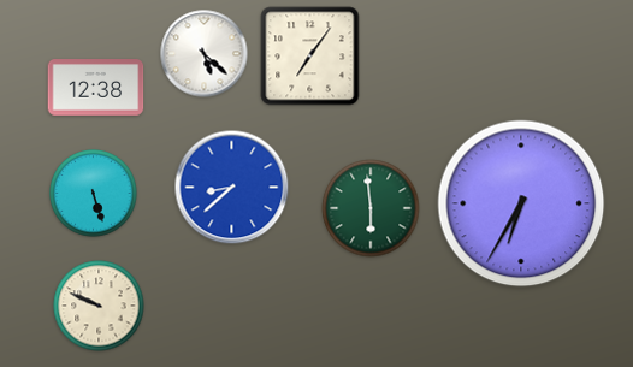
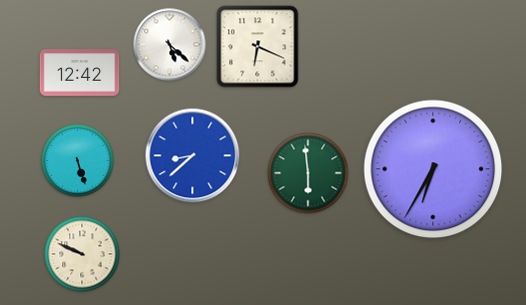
clock at (310, 57): 7:06 -> 6:19
clock at (96, 88): 12:38 -> 12:42
